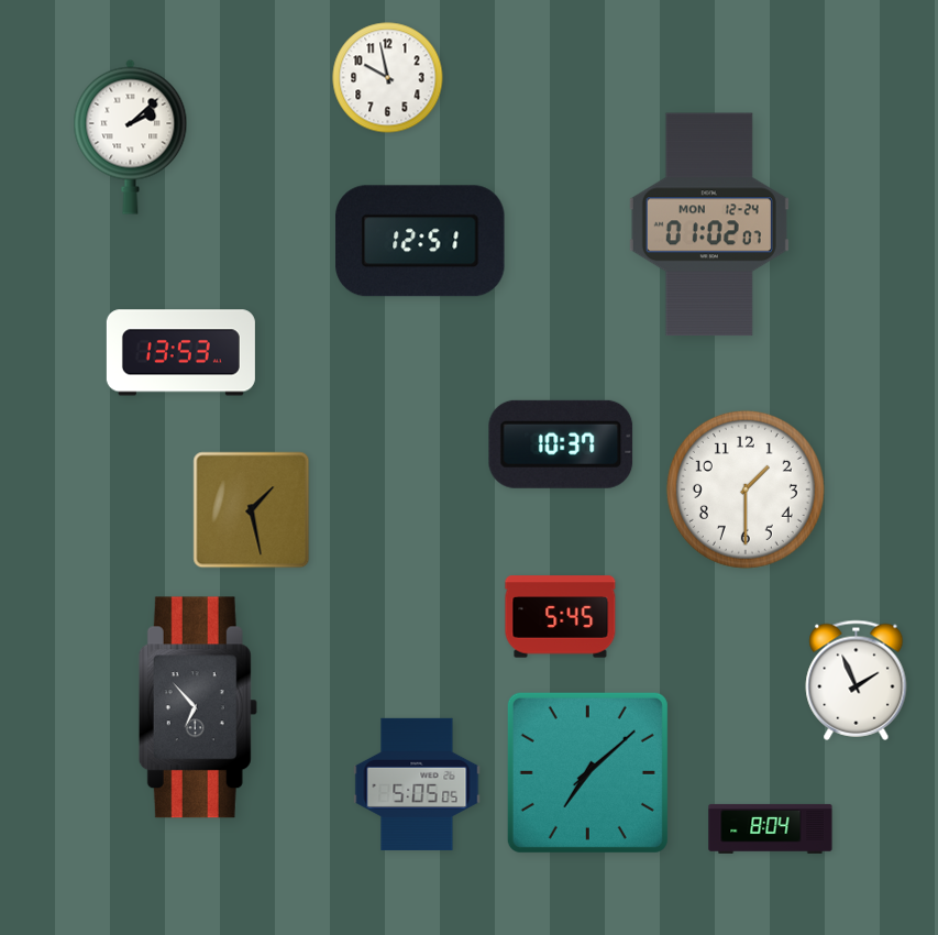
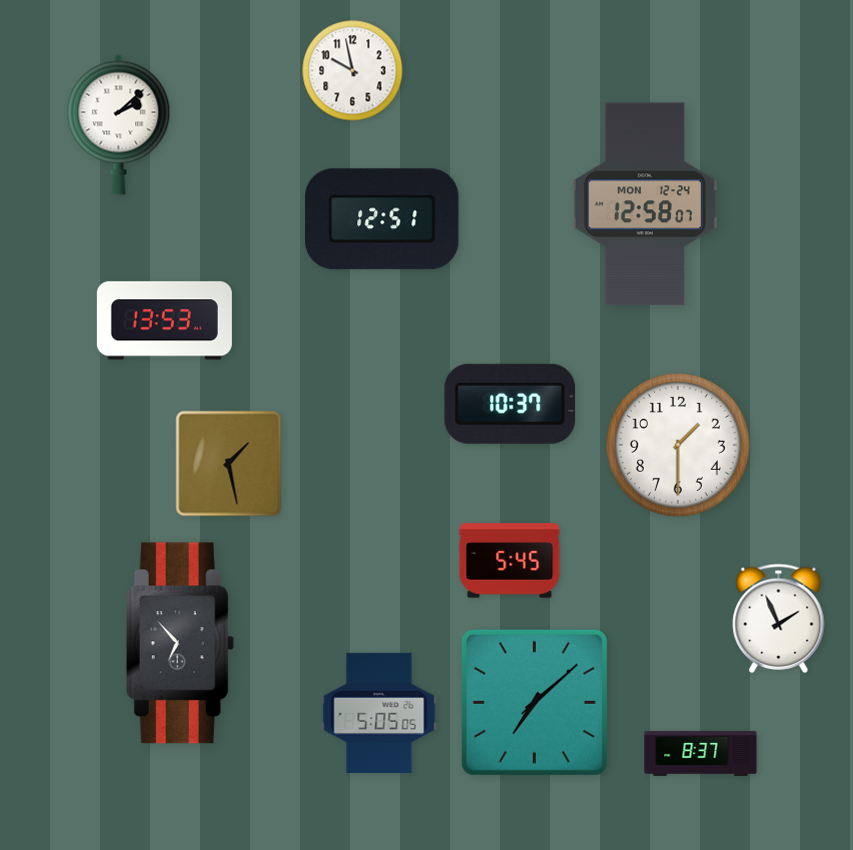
clock at (709, 224): 01:02 -> 12:58
clock at (771, 828): 8:04 -> 8:37
